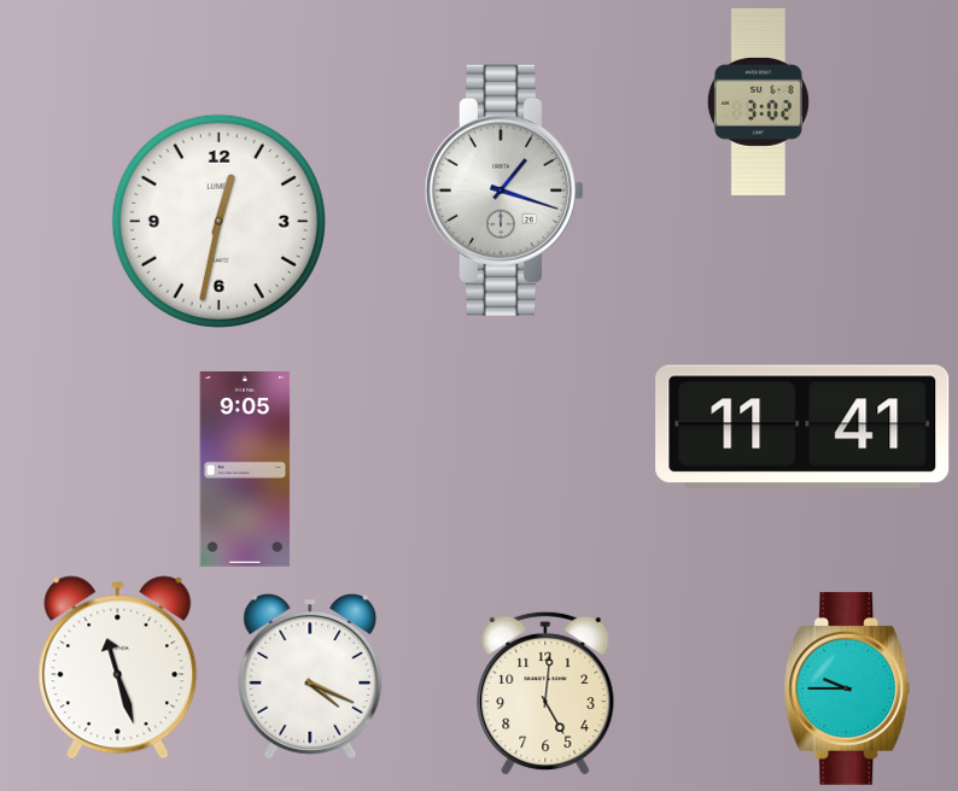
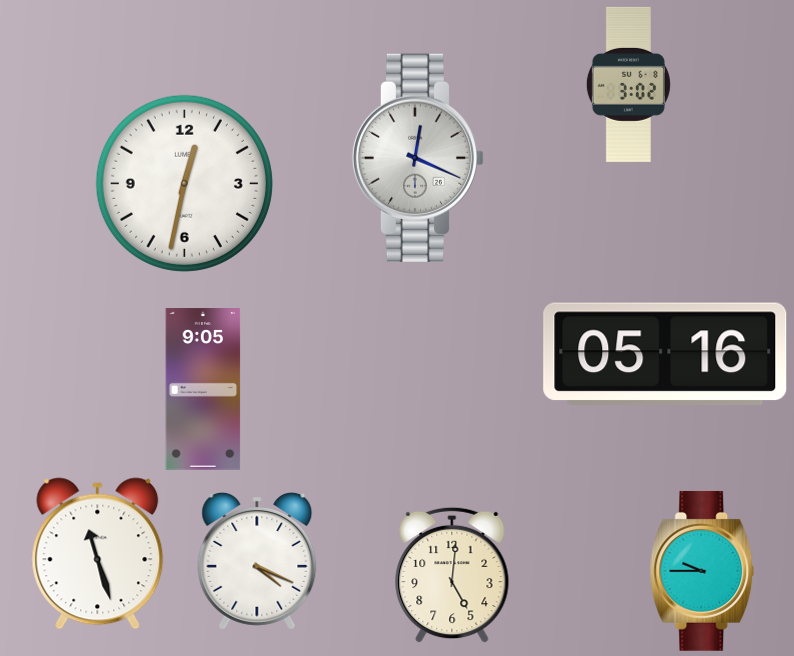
clock at (504, 191): 1:18 -> 12:19
clock at (218, 221) position: (218, 221) -> (184, 183)
clock at (802, 427): 11:41 -> 05:16
